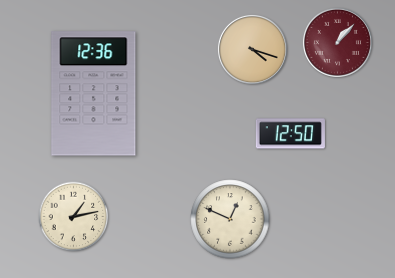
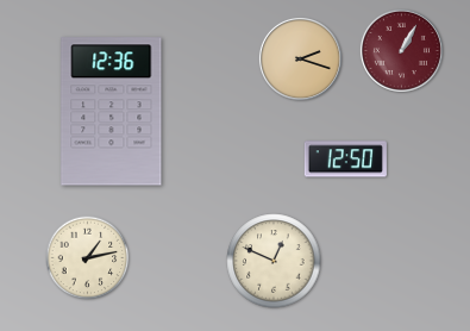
clock at (337, 42): 1:07 -> 1:05
clock at (252, 49): 4:18 -> 2:18
